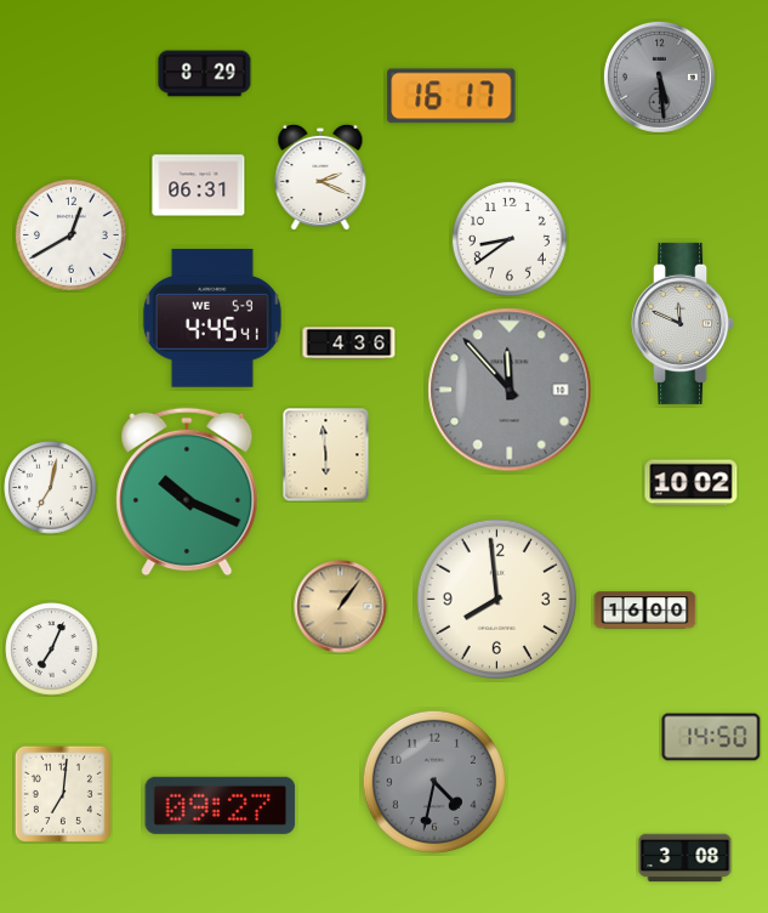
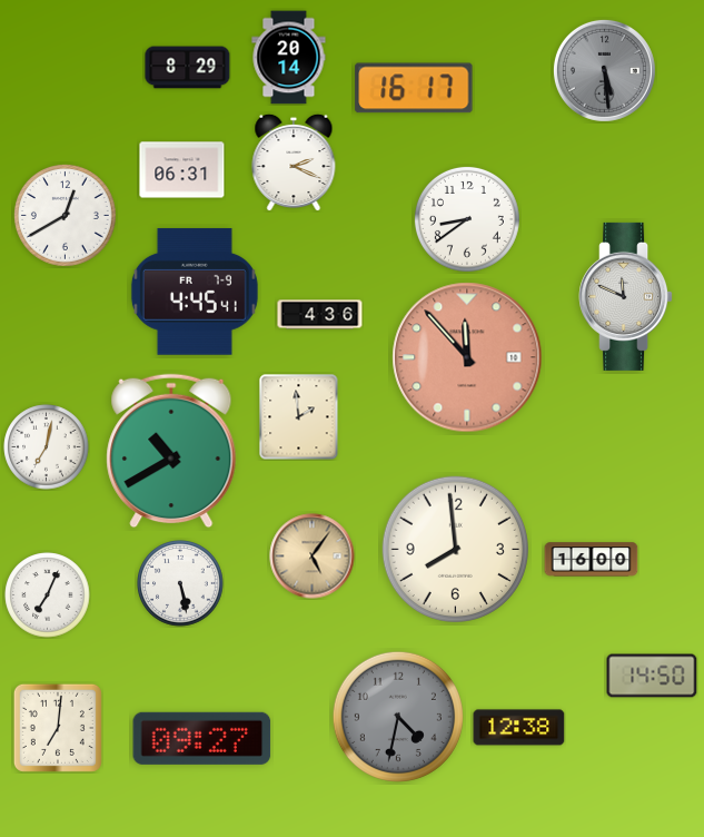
clock at (289, 58): none -> 20:14
clock at (212, 318) date: WE 5-9 -> FR 7-9
clock at (510, 390) dial: grey -> salmon
clock at (326, 455): 5:59 -> 1:59
clock at (692, 483): 10:02 -> none
clock at (187, 492): 10:19 -> 10:40
clock at (341, 607): 1:06 -> 5:06
clock at (180, 583): none -> 5:28
clock at (519, 728): none -> 12:38
clock at (685, 858): 3:08 -> none
